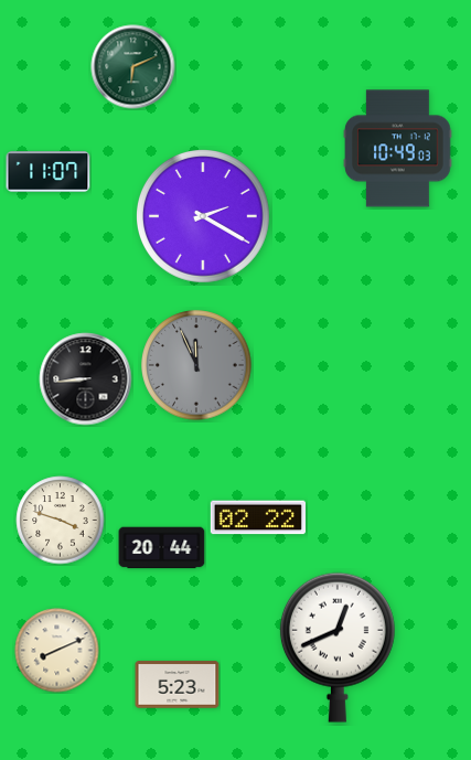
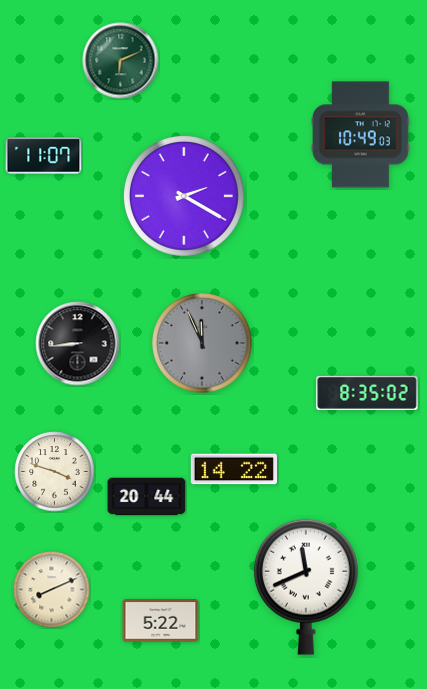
clock at (196, 365) position: (196, 365) -> (202, 343)
clock at (367, 393): none -> 8:35
clock at (257, 517): 02:22 -> 14:22
clock at (338, 647): 12:41 -> 11:41
clock at (178, 685): 5:23 -> 5:22
